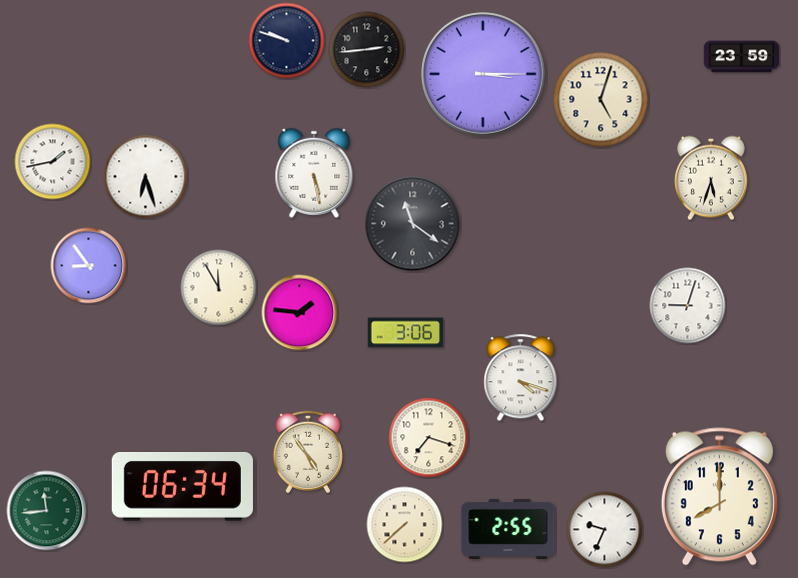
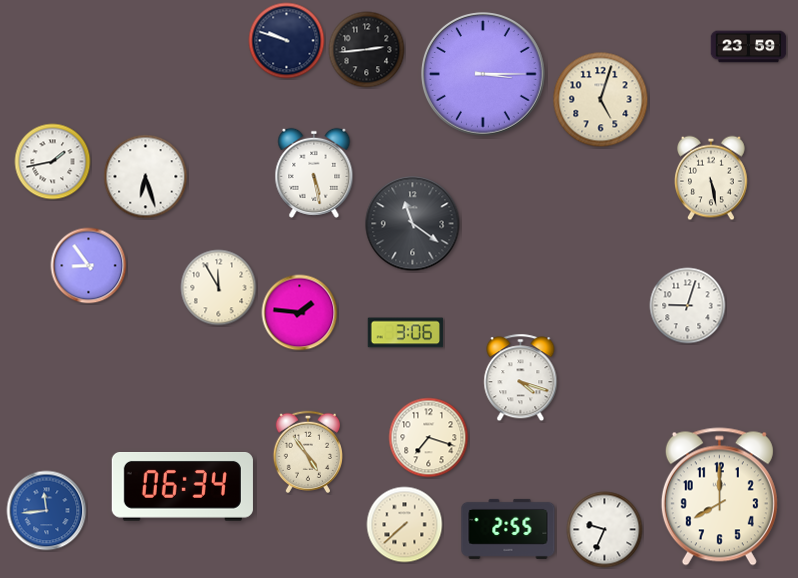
clock at (742, 57) position: (742, 57) -> (749, 47)
clock at (712, 178): 5:33 -> 5:28
clock at (47, 511) dial: green -> blue
